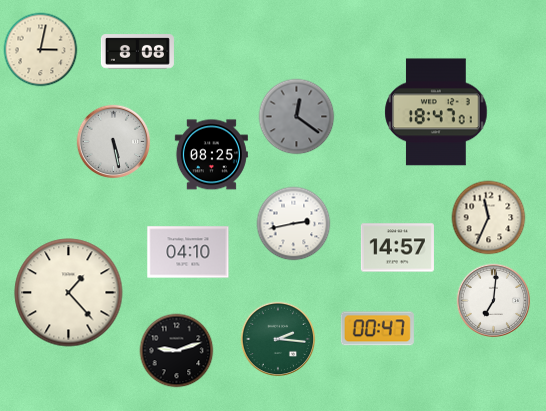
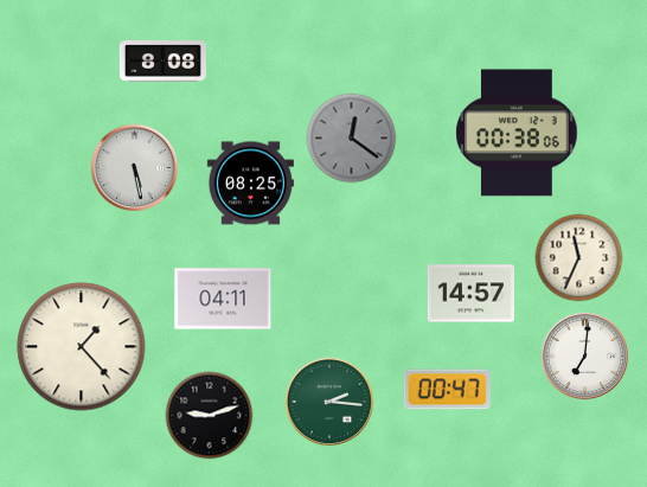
clock at (41, 50): 3:02 -> none
clock at (436, 112): 18:47 -> 00:38
clock at (294, 224): 2:43 -> none
clock at (188, 252): 04:10 -> 04:11
